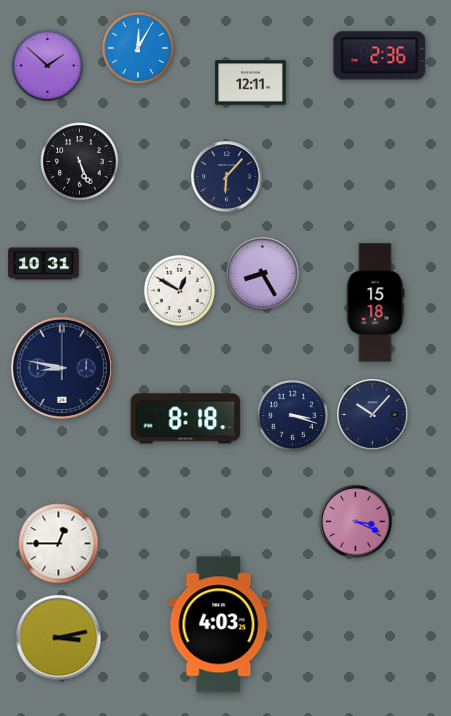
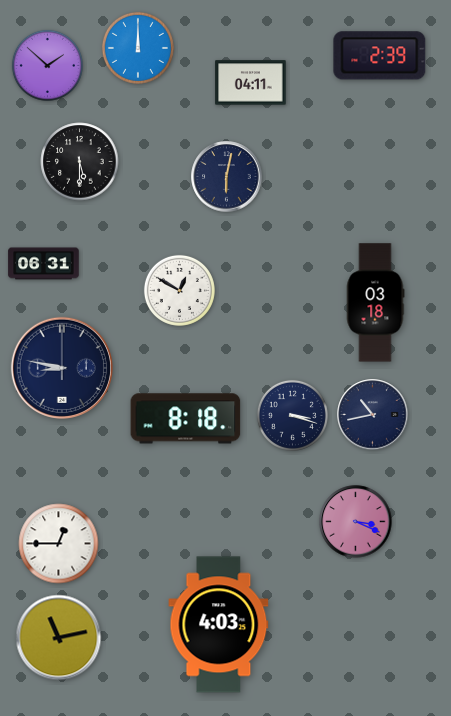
clock at (138, 48): 12:05 -> 12:00
clock at (380, 56): 2:36 -> 2:39
clock at (251, 83): 12:11 -> 04:11
clock at (80, 162): 5:26 -> 5:30
clock at (227, 177): 6:07 -> 6:02
clock at (44, 264): 10:31 -> 06:31
clock at (263, 274): 8:25 -> none
clock at (375, 303): 15:18 -> 03:18
clock at (373, 415): 10:07 -> 10:43
clock at (59, 638): 3:13 -> 11:13
